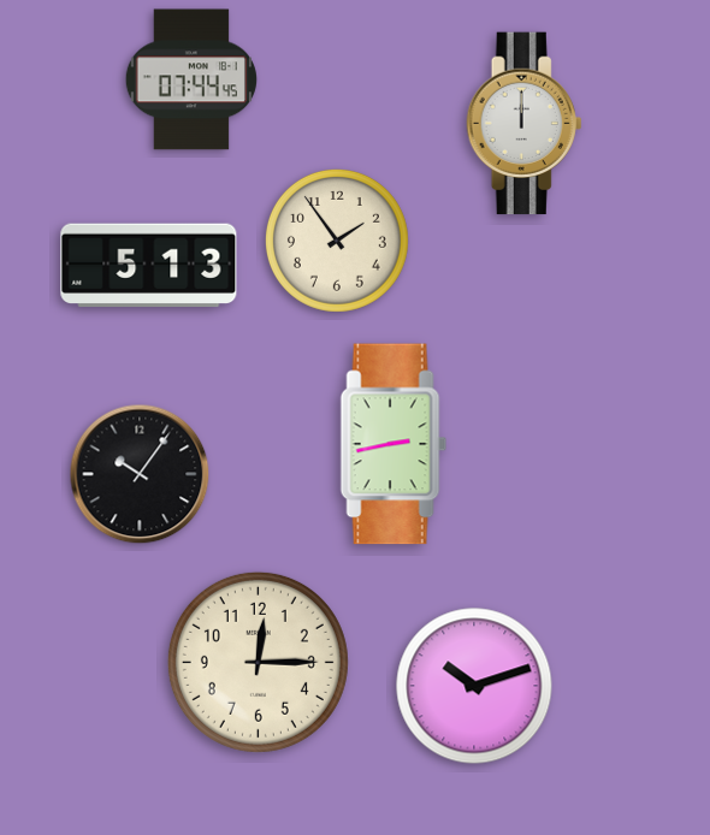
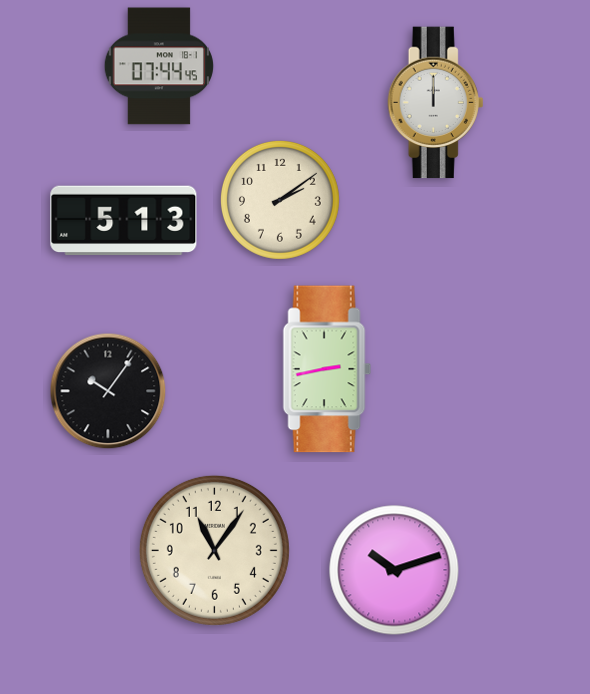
clock at (337, 241): 1:54 -> 2:09
clock at (140, 474) position: (140, 474) -> (108, 391)
clock at (258, 662): 12:15 -> 11:06
